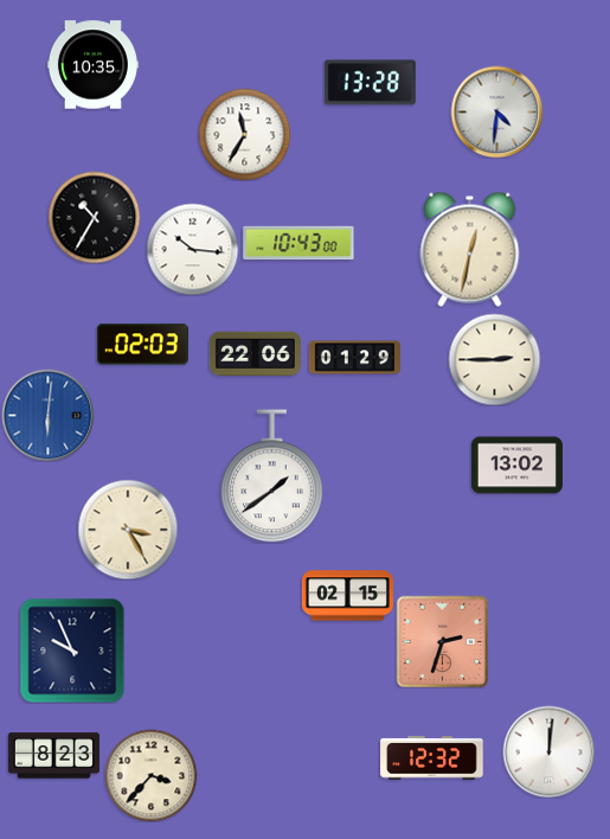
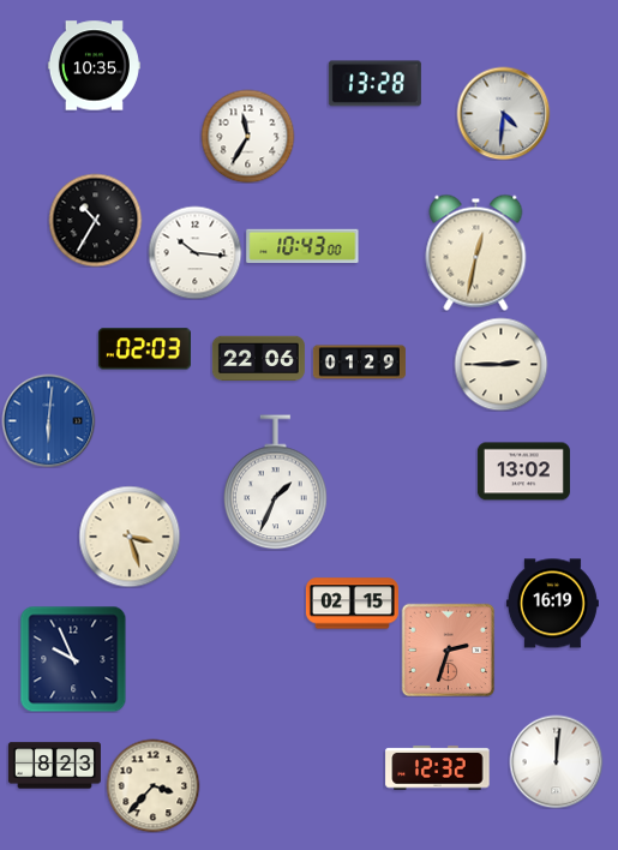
clock at (272, 476): 1:39 -> 1:34
clock at (128, 530): 3:25 -> 3:27
clock at (552, 604): none -> 16:19
